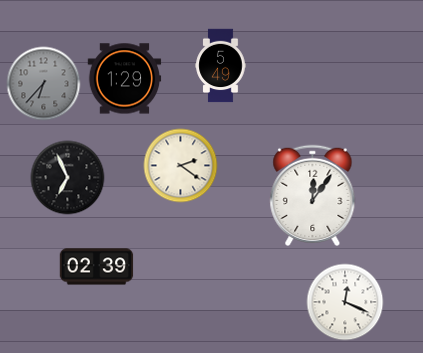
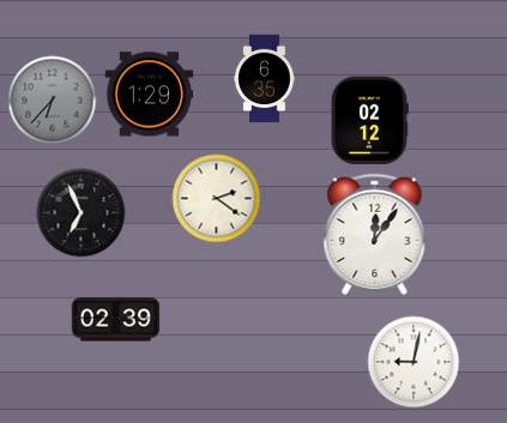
clock at (221, 66): 5:49 -> 6:35
clock at (369, 121): none -> 02:12
clock at (345, 302): 12:19 -> 9:02
